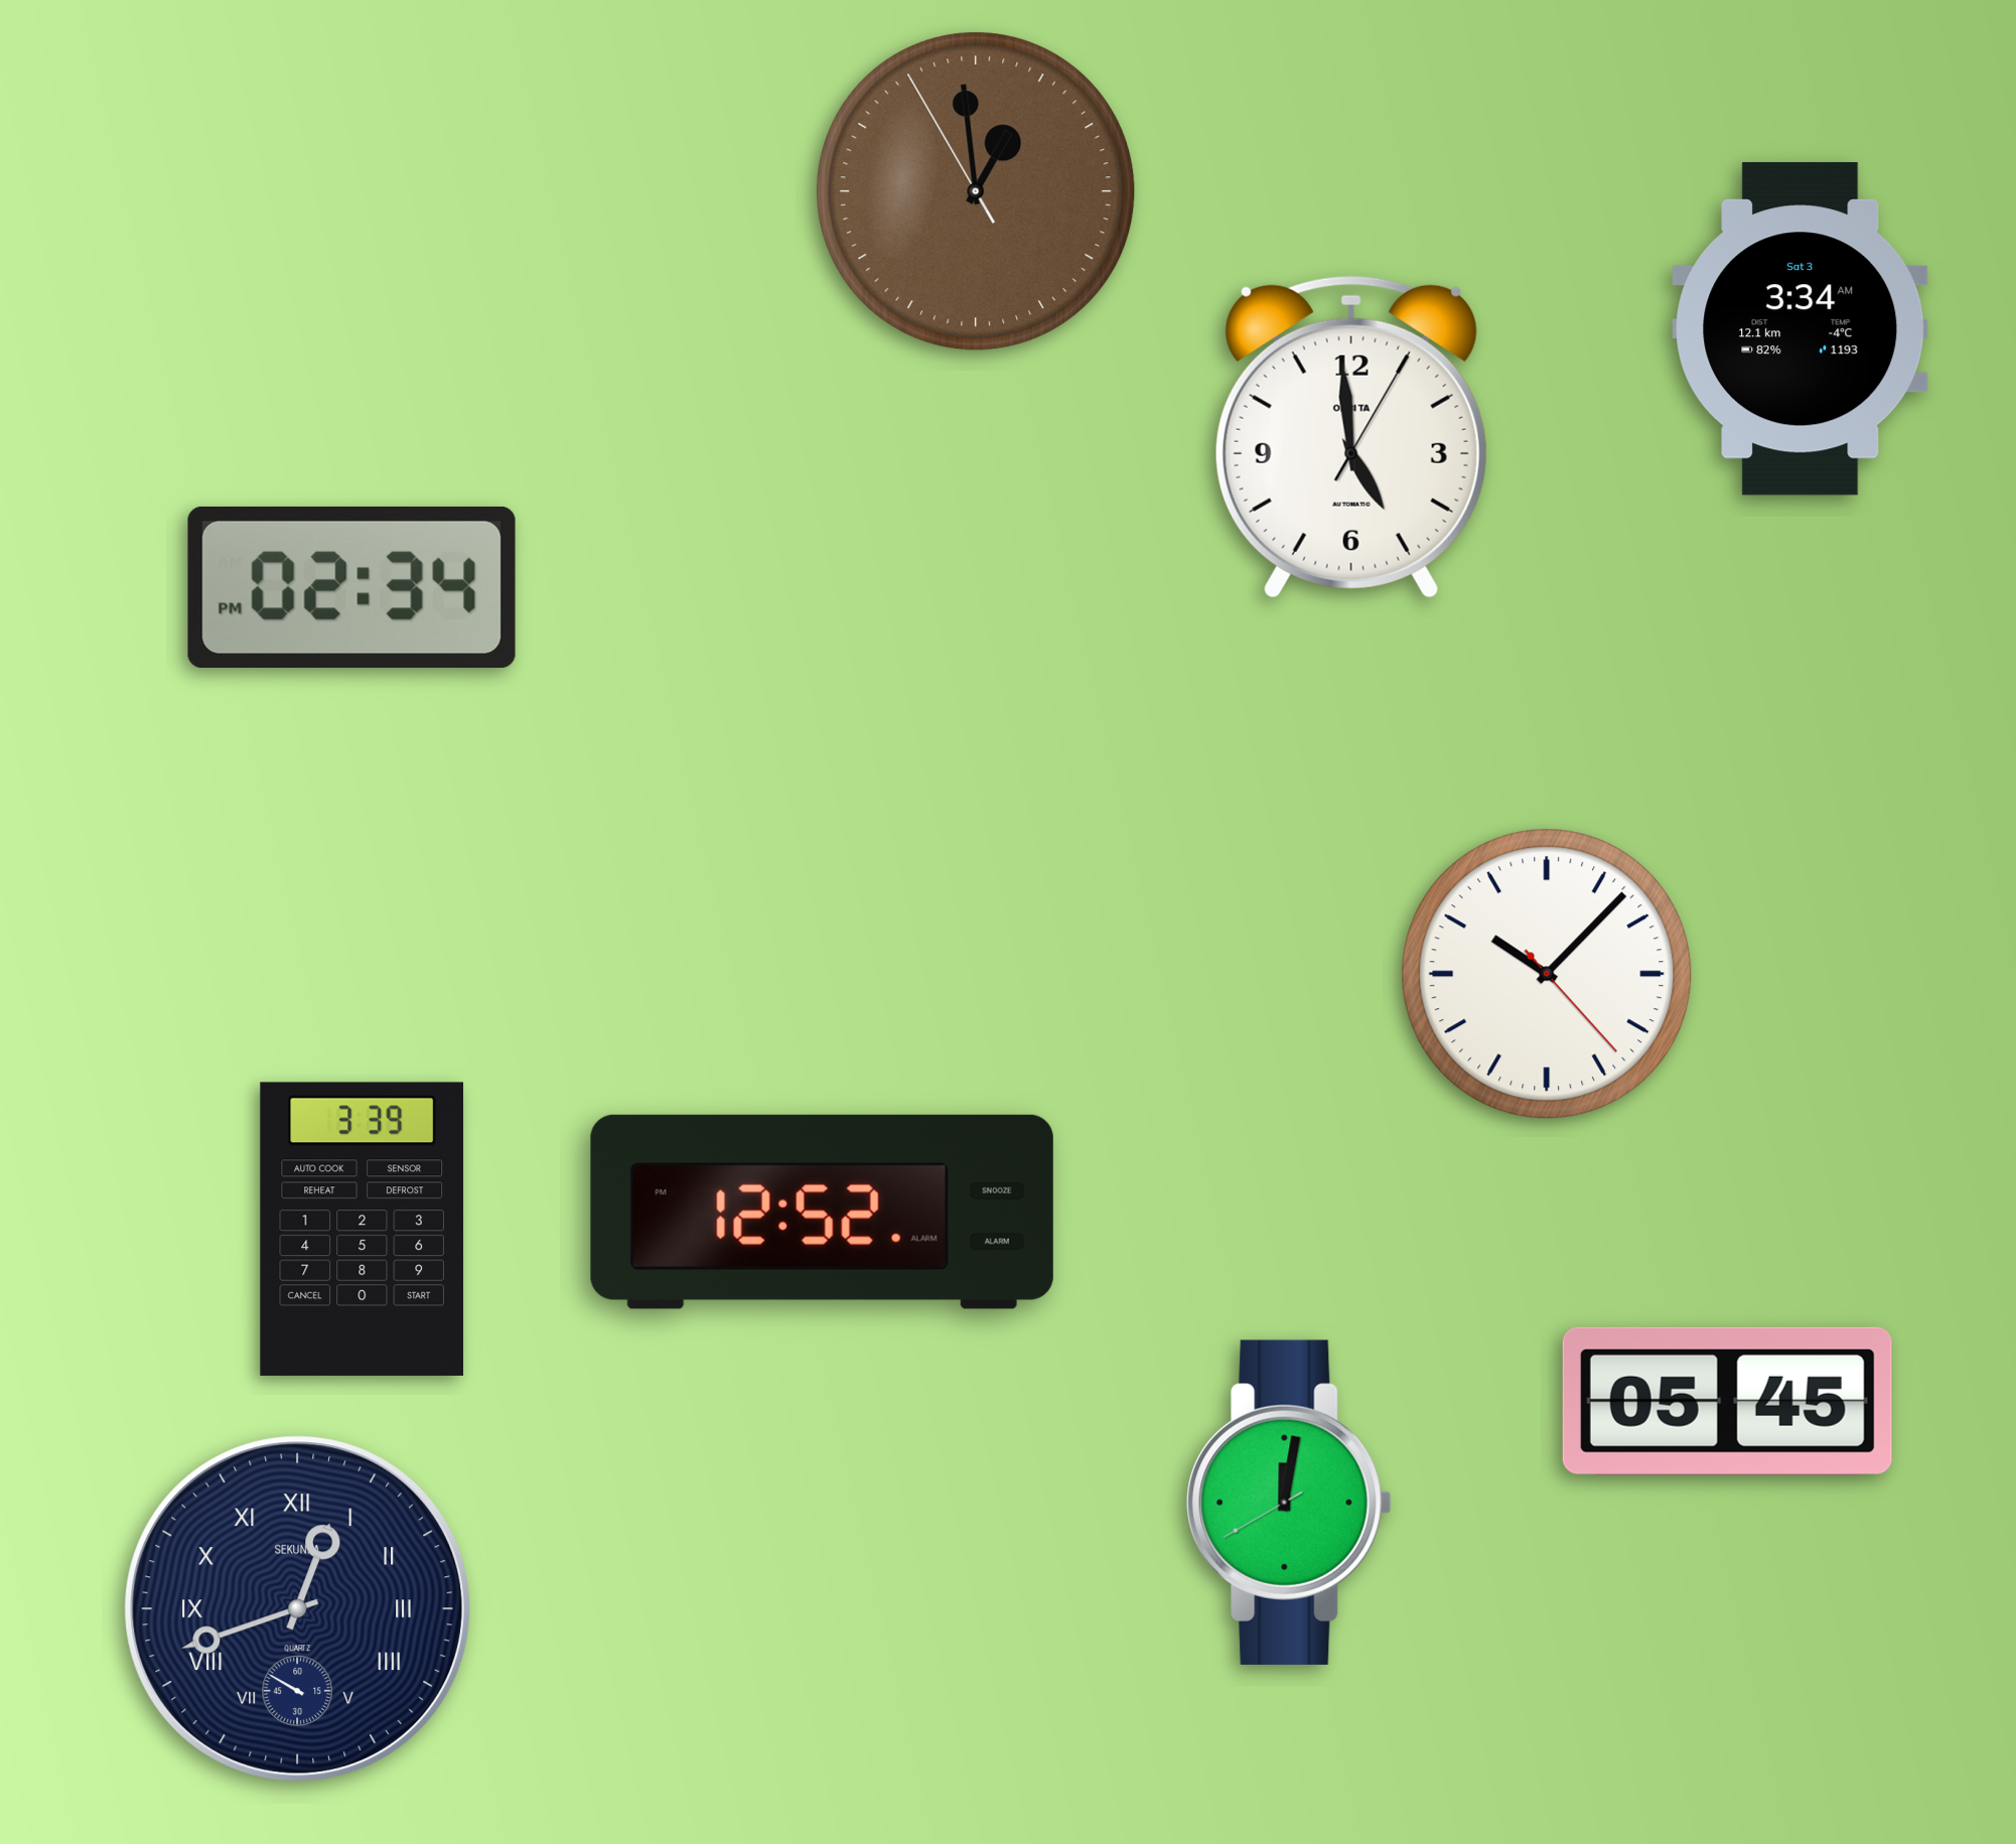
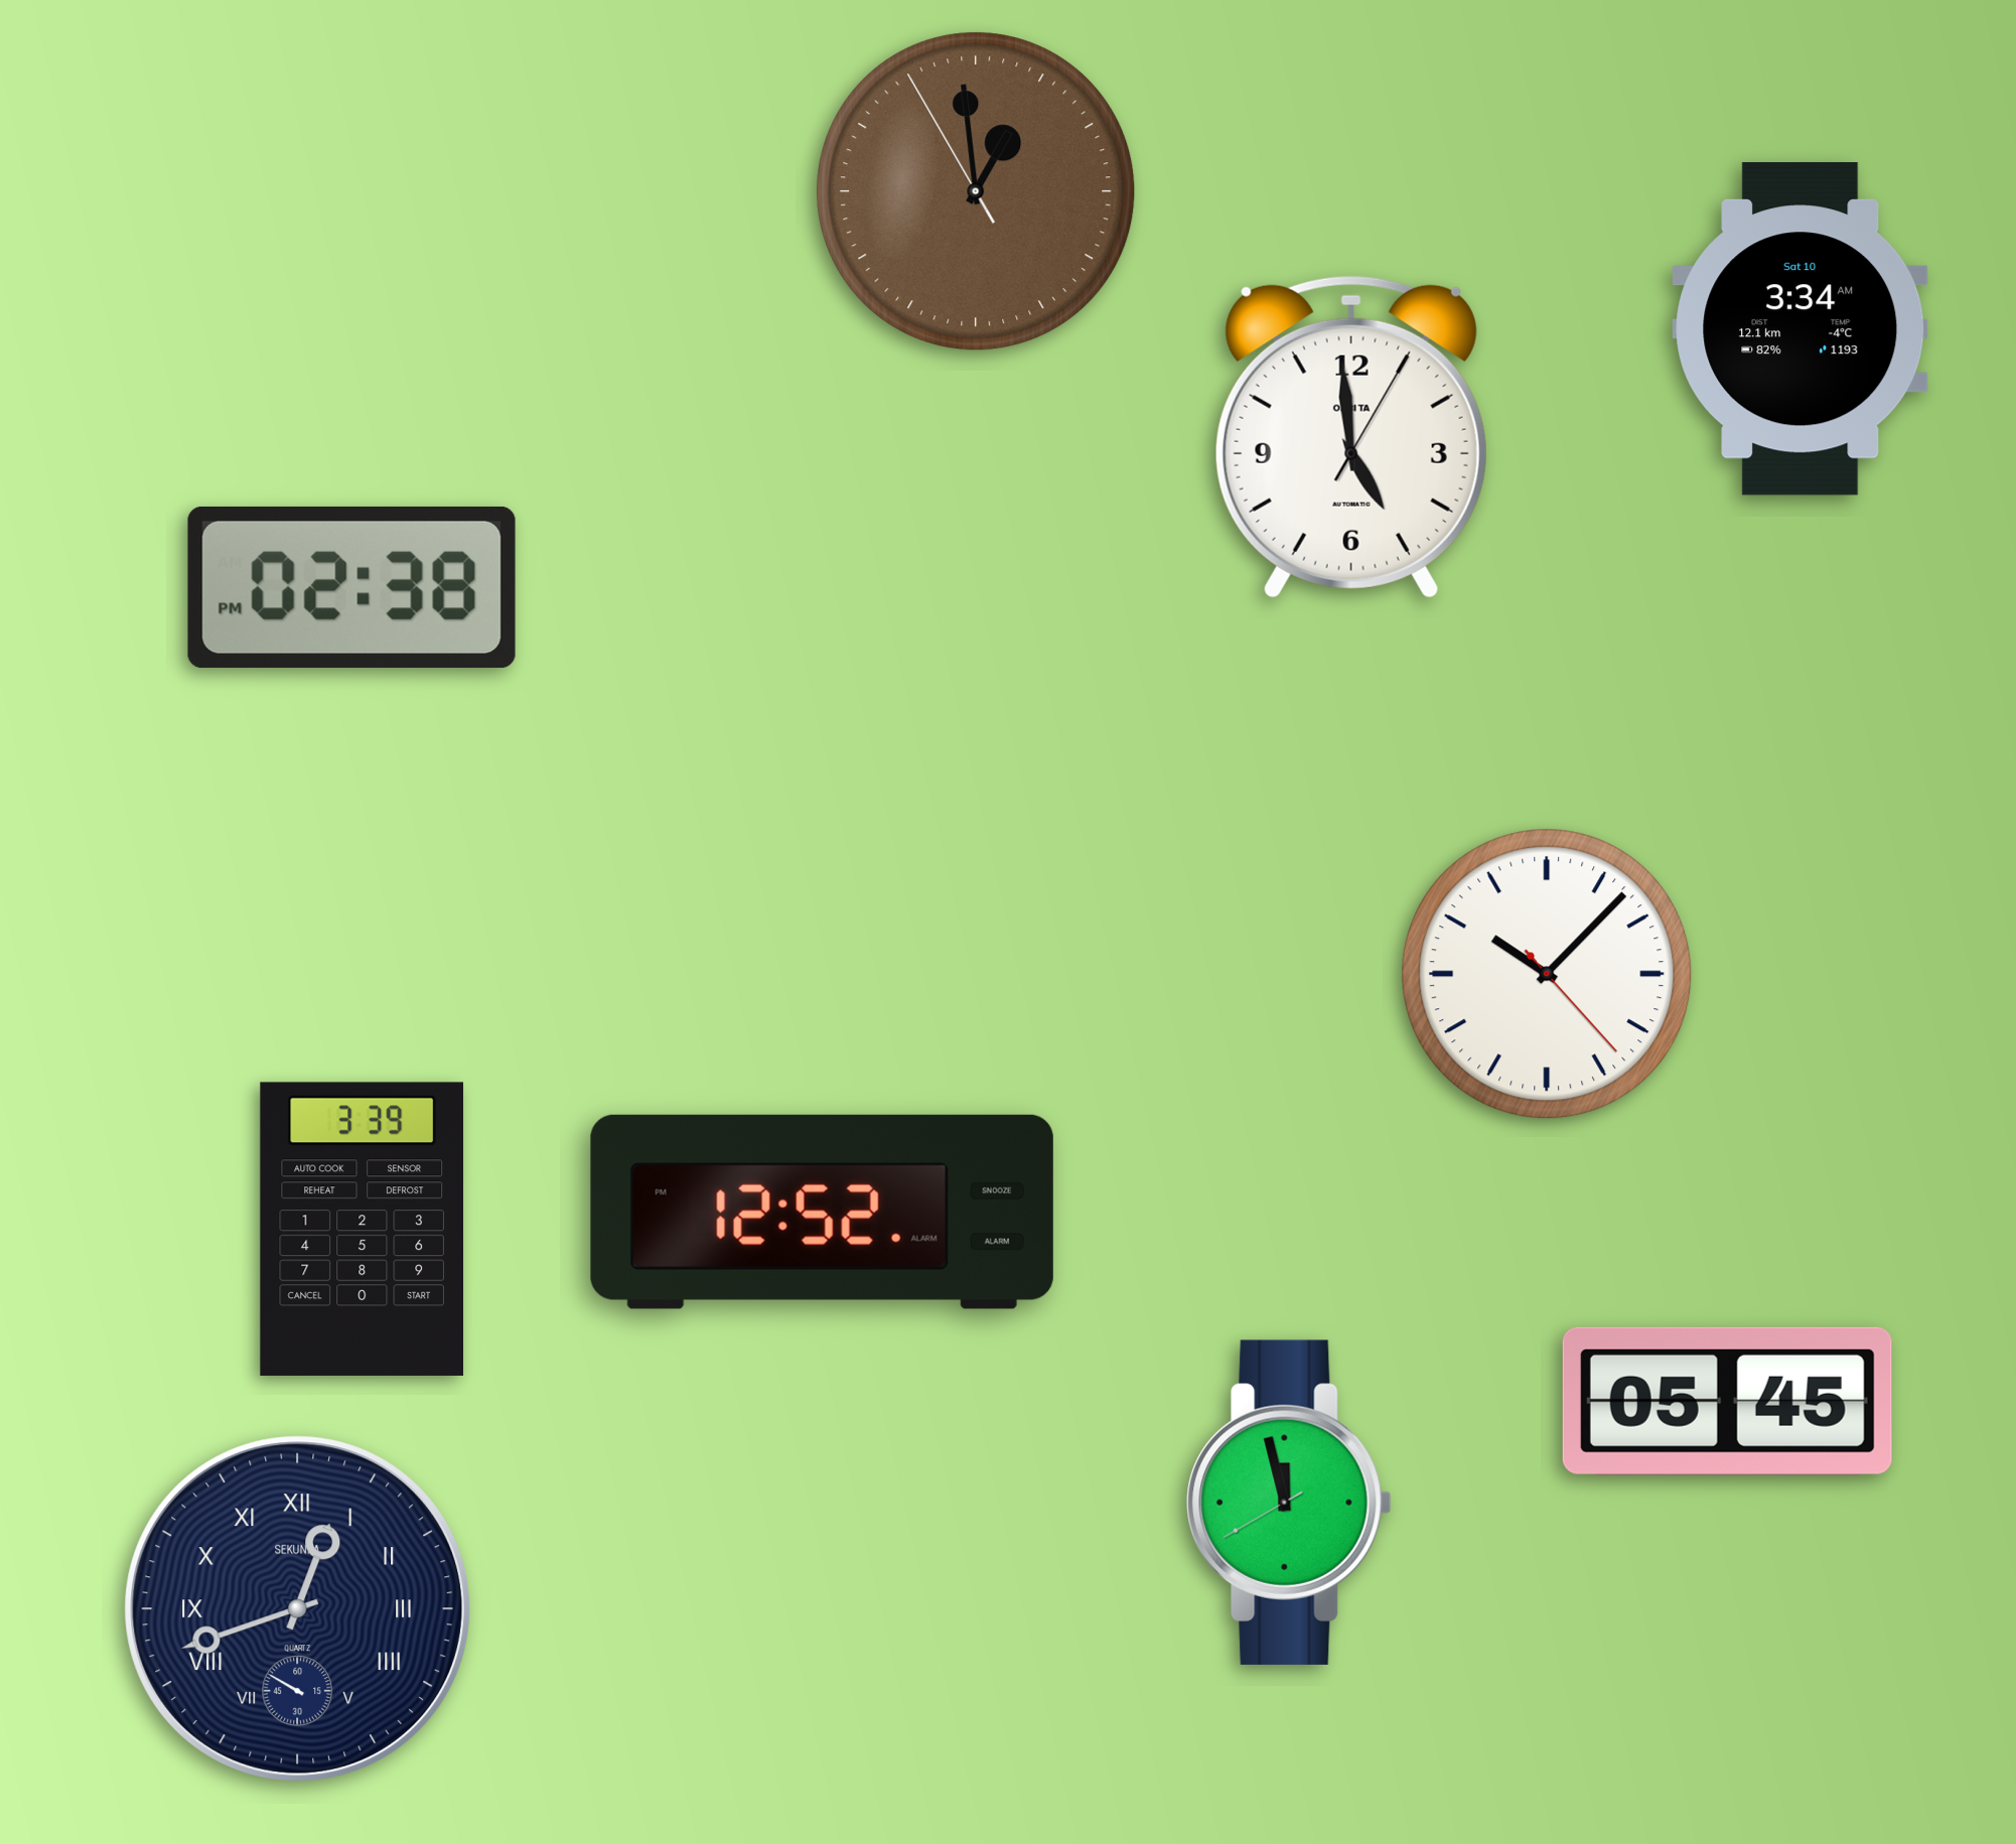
clock at (1801, 329) date: Sat 3 -> Sat 10
clock at (351, 587): 02:34 -> 02:38
clock at (1289, 1503): 12:01 -> 11:57
